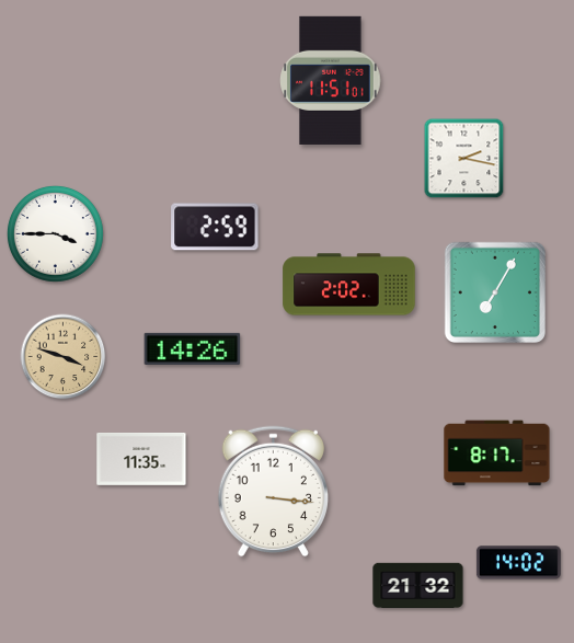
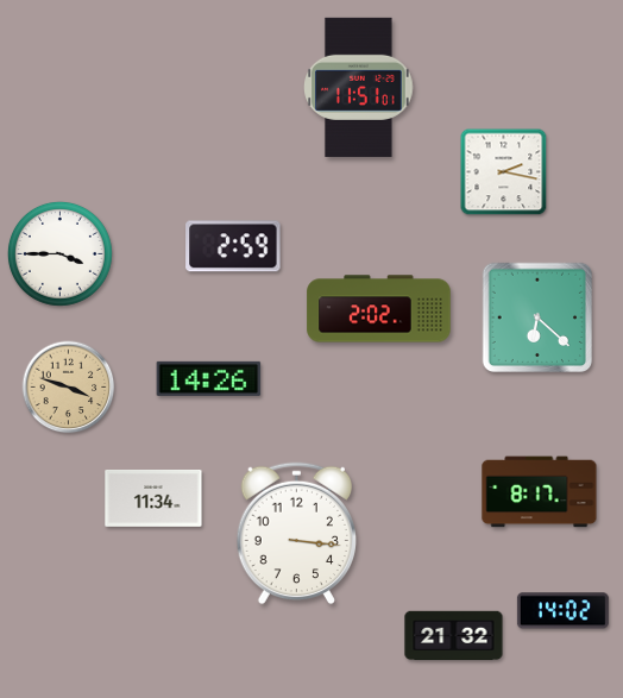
clock at (494, 291): 7:05 -> 6:22
clock at (141, 459): 11:35 -> 11:34
